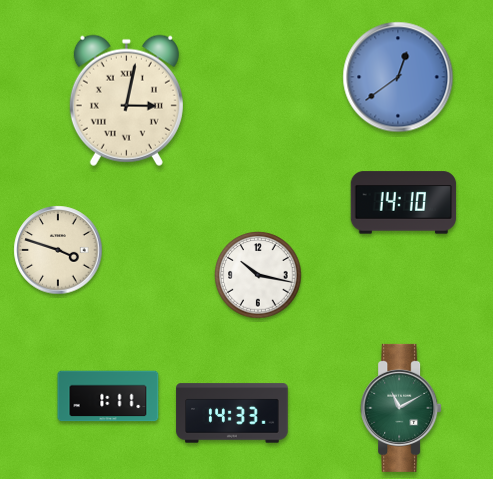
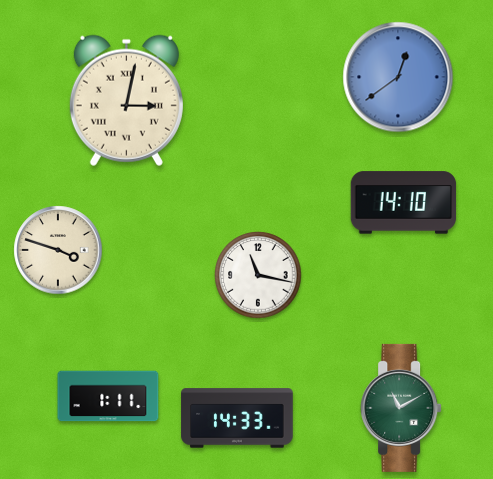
clock at (258, 275): 10:17 -> 11:17
clock at (232, 413) position: (232, 413) -> (237, 418)
